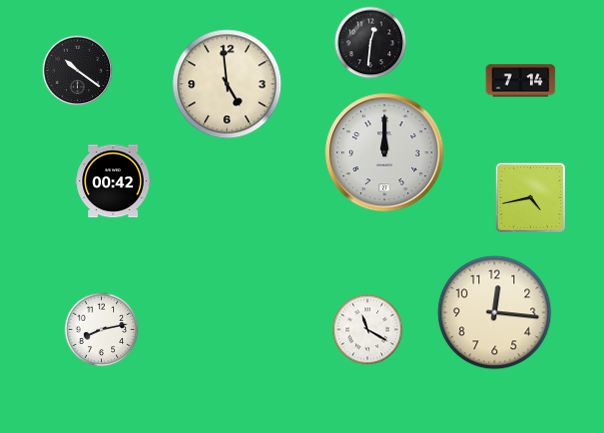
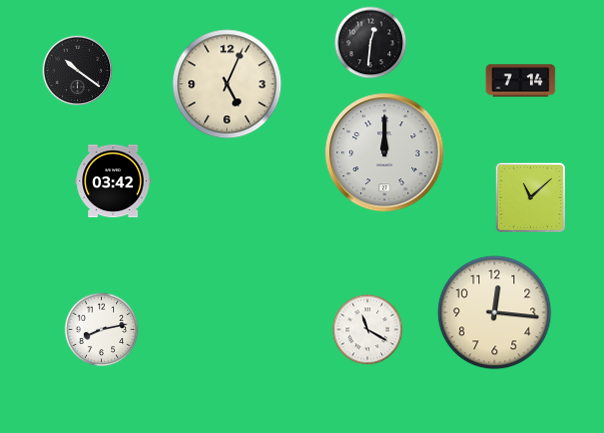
clock at (227, 84): 4:59 -> 5:04
clock at (113, 181): 00:42 -> 03:42
clock at (530, 197): 4:43 -> 11:08
